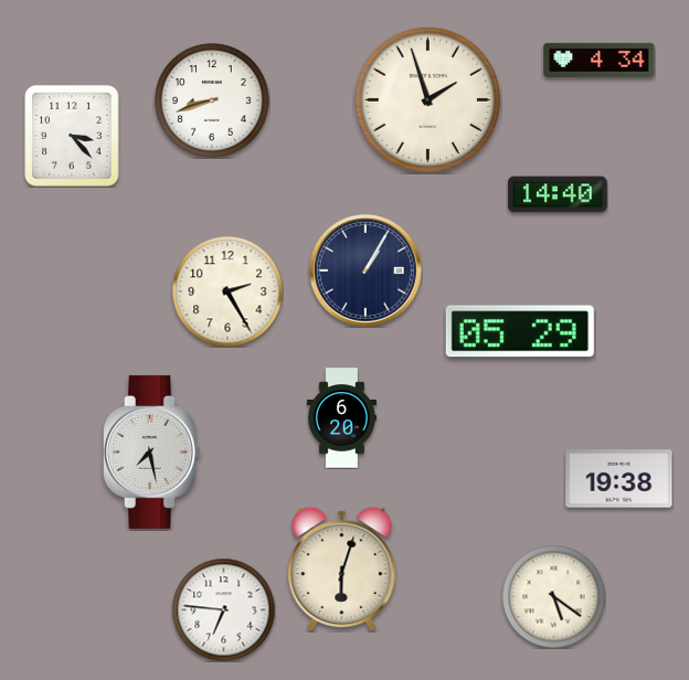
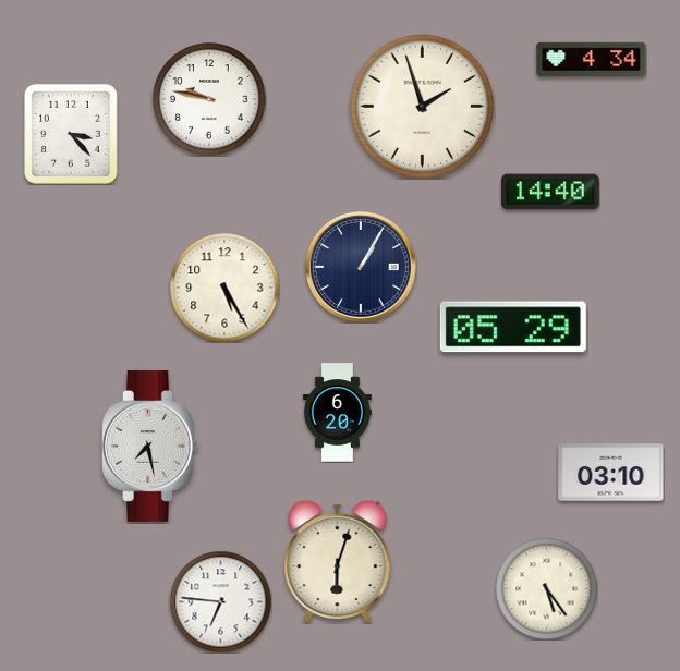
clock at (427, 99) position: (427, 99) -> (422, 106)
clock at (212, 100): 8:42 -> 9:47
clock at (227, 291): 2:25 -> 5:25
clock at (619, 479): 19:38 -> 03:10
clock at (553, 596): 5:21 -> 5:24
